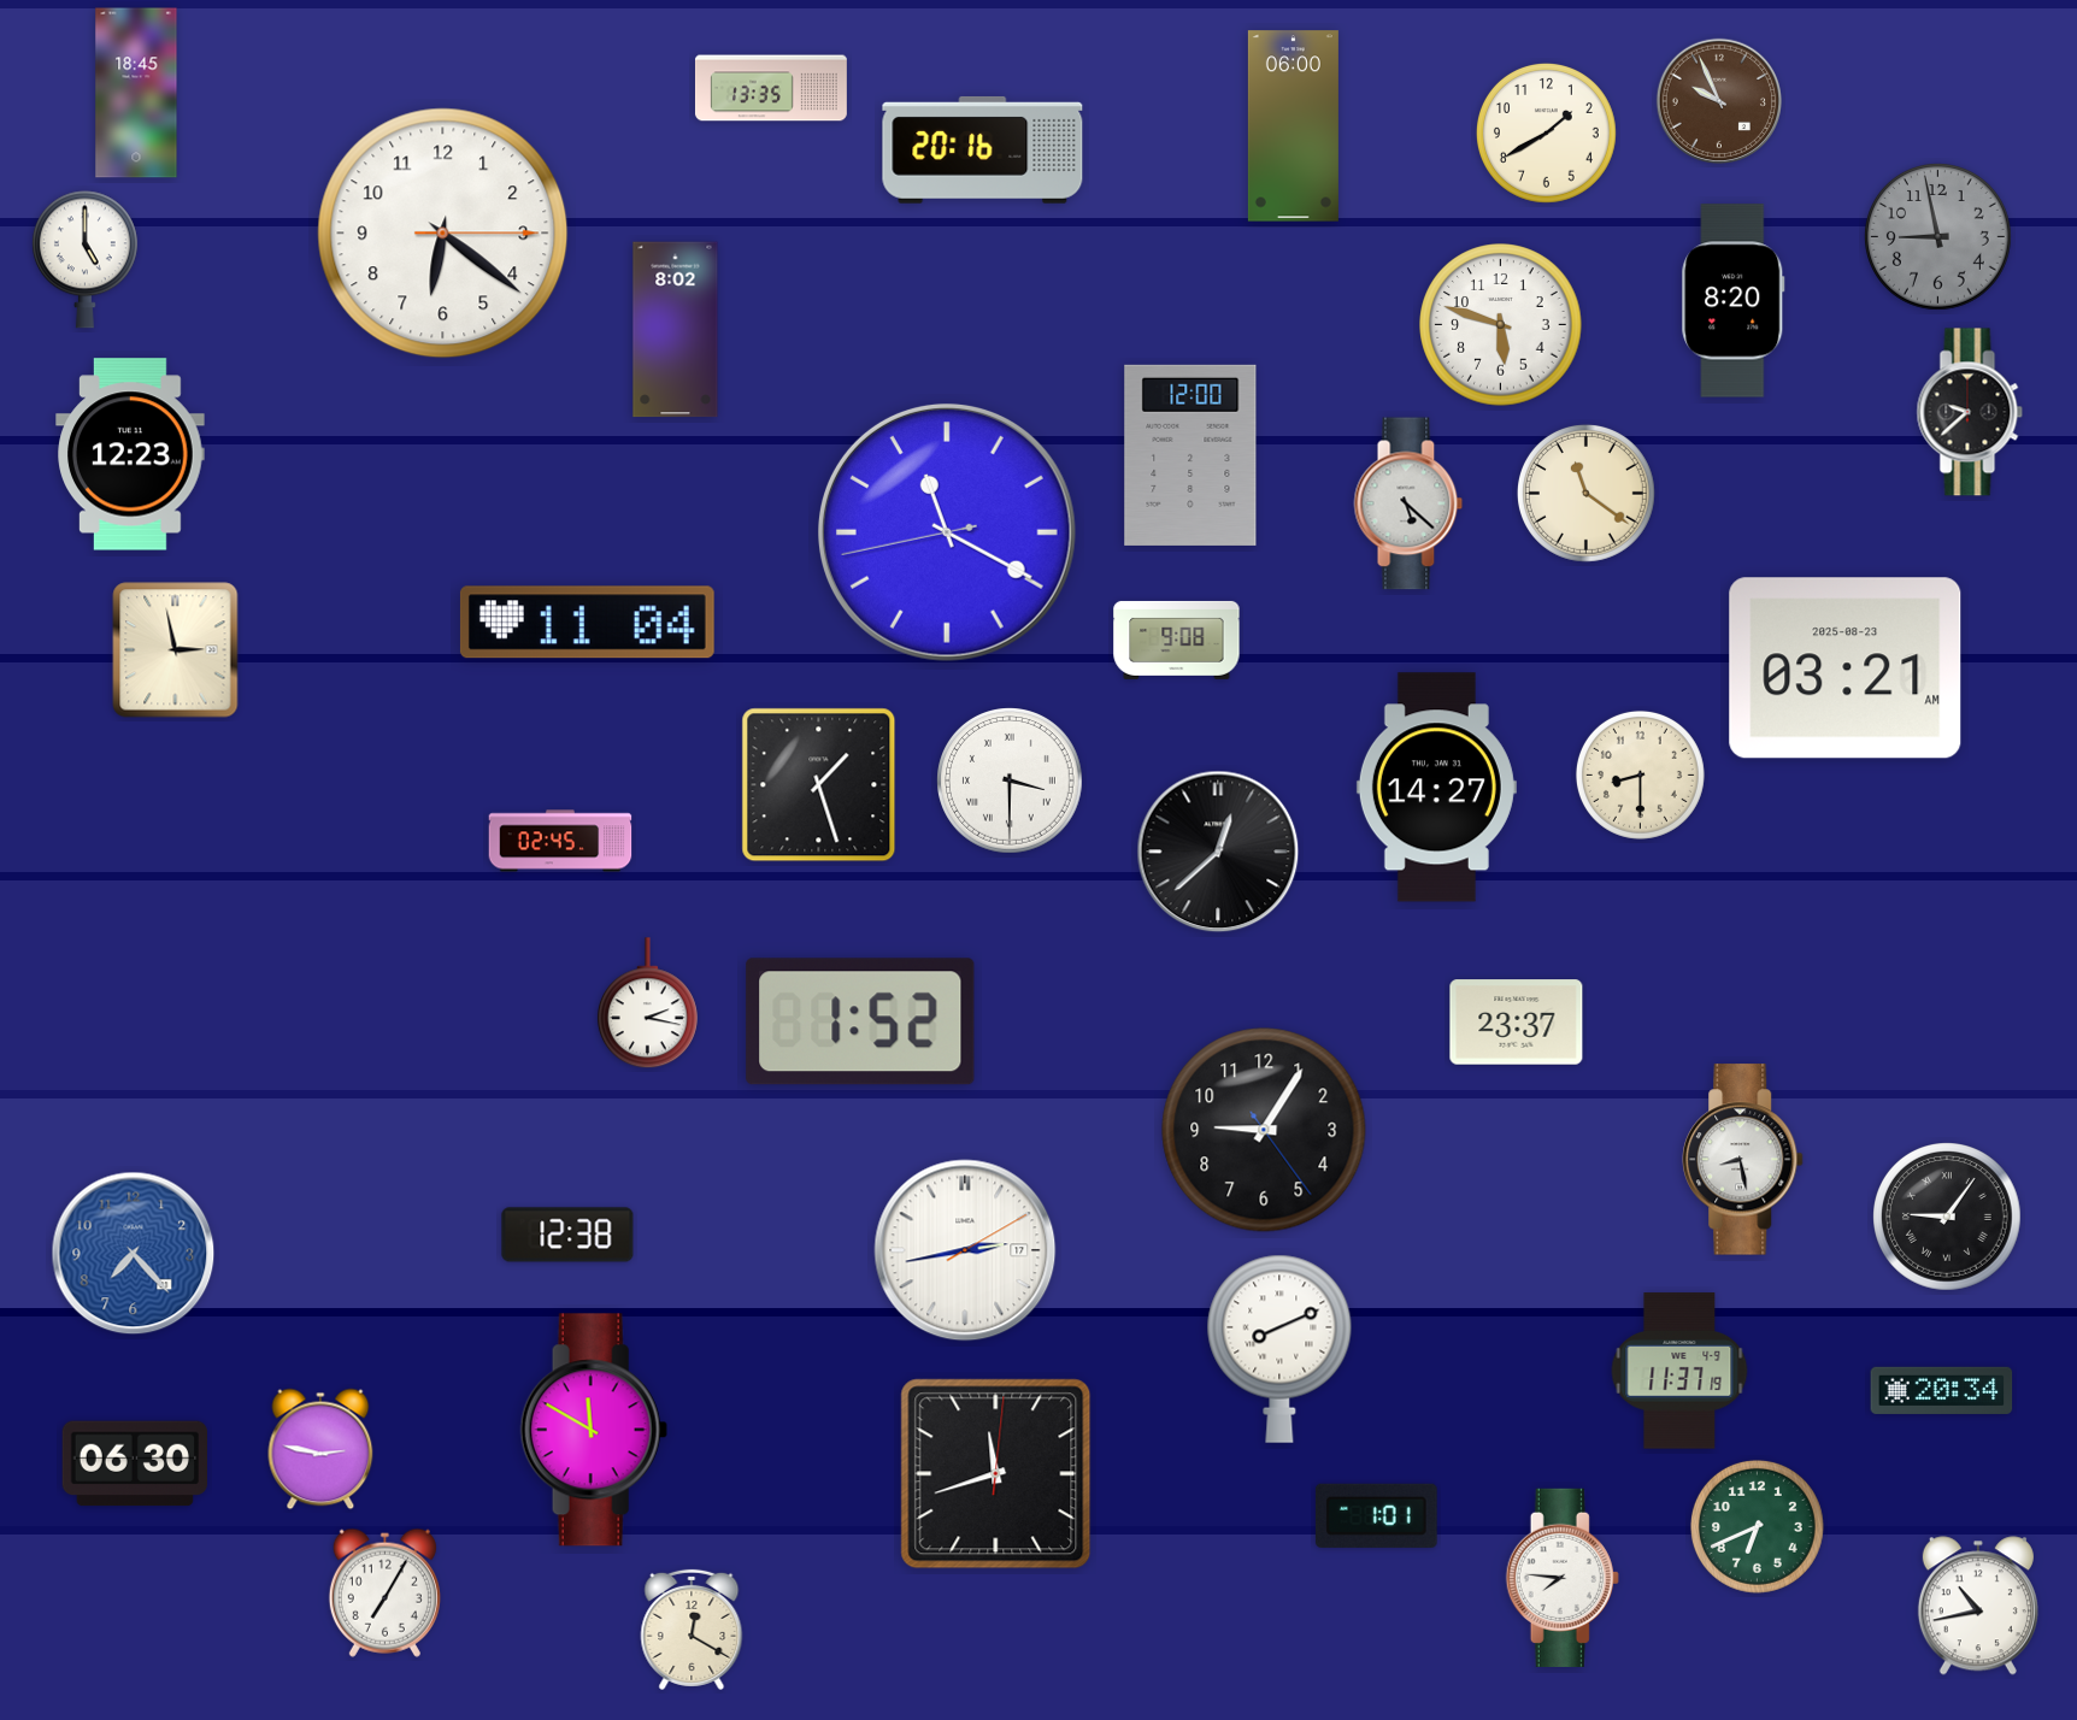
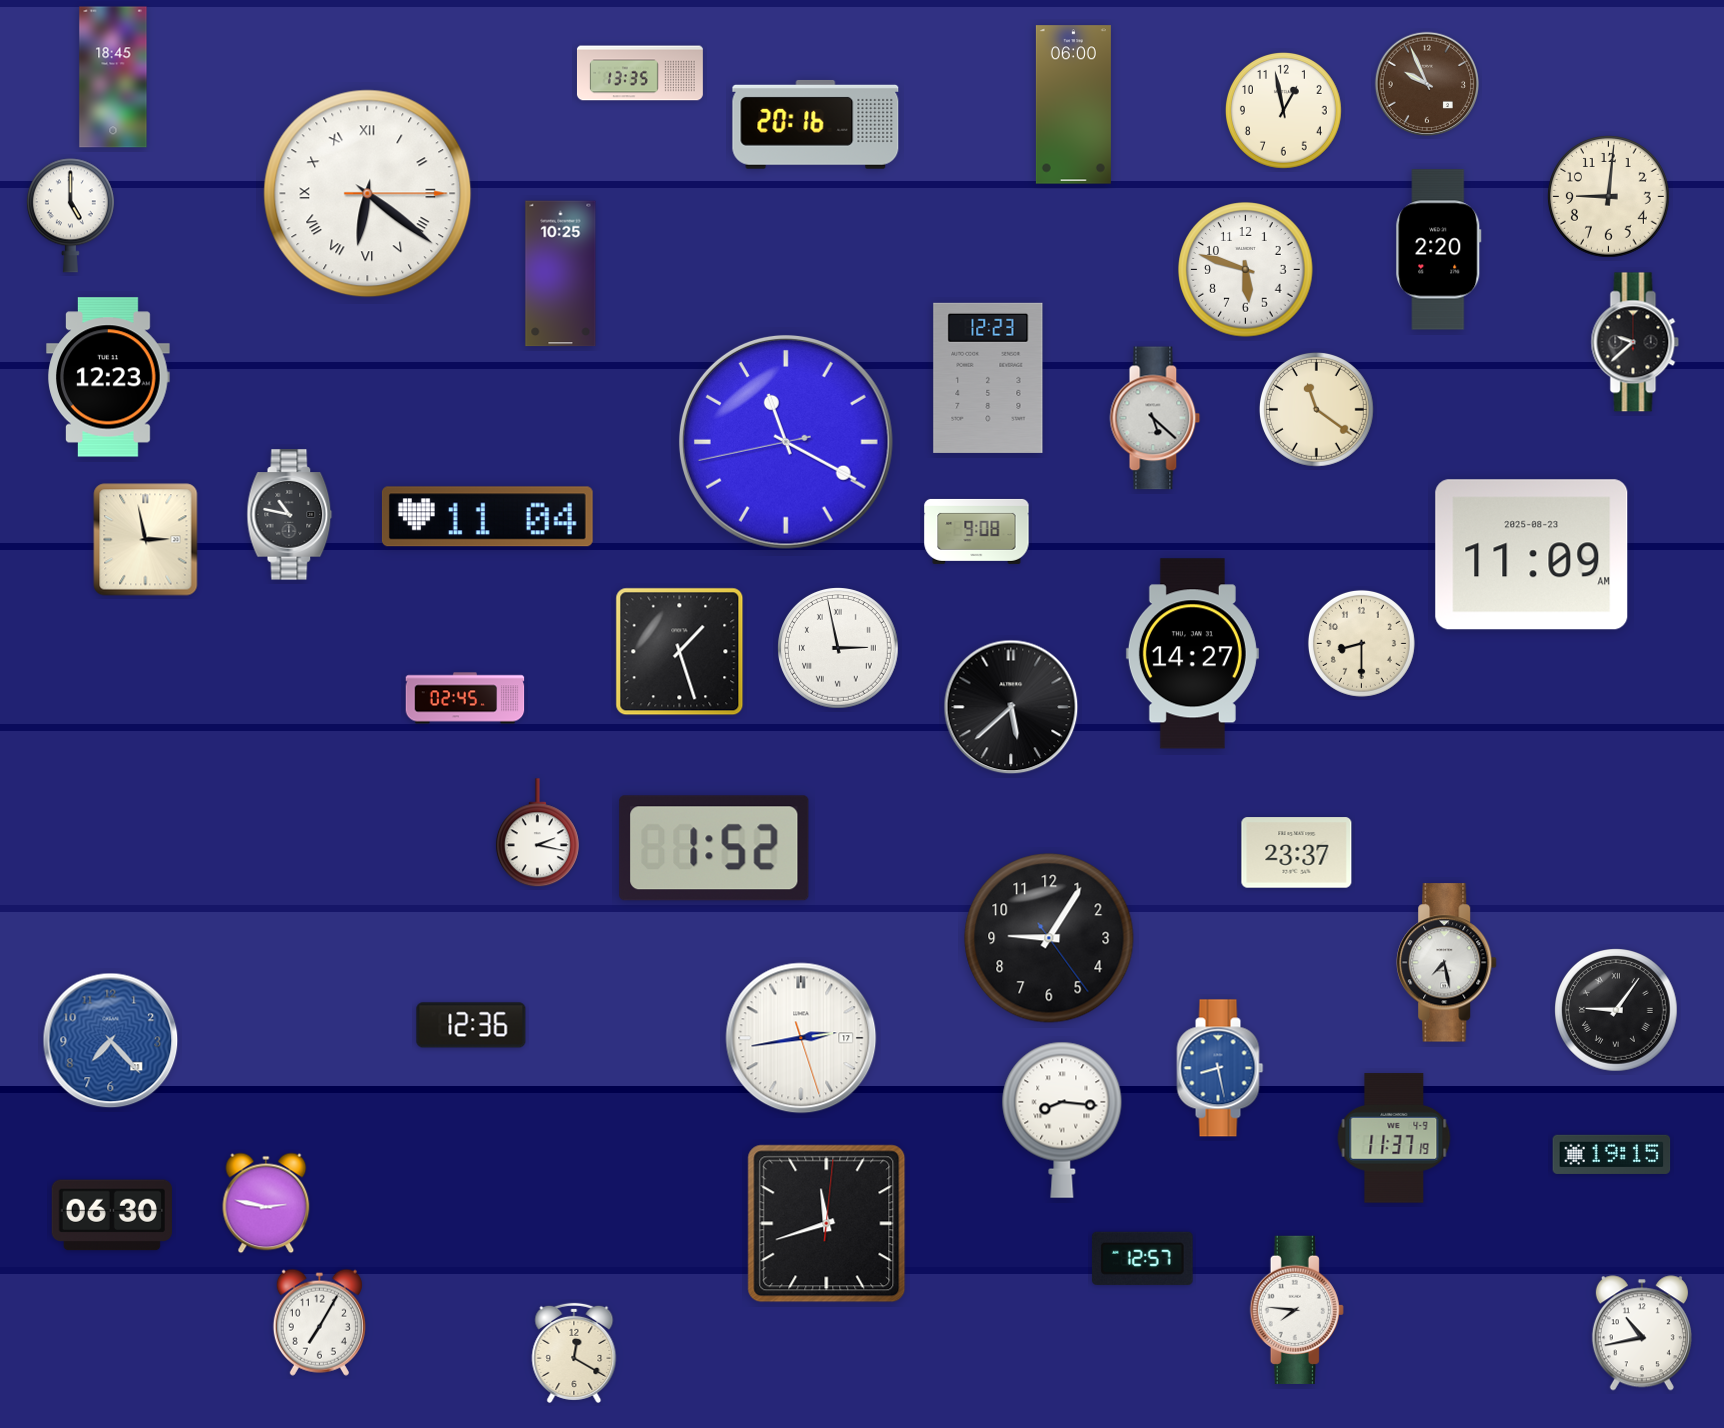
clock at (1546, 132): 1:40 -> 12:58
clock at (443, 234) numerals: Arabic -> Roman
clock at (1938, 237): 8:58 -> 9:01
clock at (1938, 237) dial: grey -> cream
clock at (1734, 301): 8:20 -> 2:20
clock at (676, 330): 8:02 -> 10:25
clock at (1190, 455): 12:00 -> 12:23
clock at (1408, 503) position: (1408, 503) -> (1155, 418)
clock at (290, 515): none -> 10:47
clock at (1846, 668): 03:21 -> 11:09
clock at (1011, 782): 3:30 -> 2:58
clock at (1218, 852): 12:38 -> 5:38
clock at (1517, 1023) position: (1517, 1023) -> (1297, 853)
clock at (1743, 1160): 8:28 -> 7:28
clock at (567, 1235): 12:38 -> 12:36
clock at (965, 1250): 2:43:10 -> 2:43:27
clock at (1220, 1068): none -> 8:28
clock at (1279, 1349): 8:11 -> 8:16
clock at (1942, 1390): 20:34 -> 19:15
clock at (594, 1430): 11:50 -> none
clock at (1377, 1515): 1:01 -> 12:57
clock at (1757, 1526): 6:41 -> none
